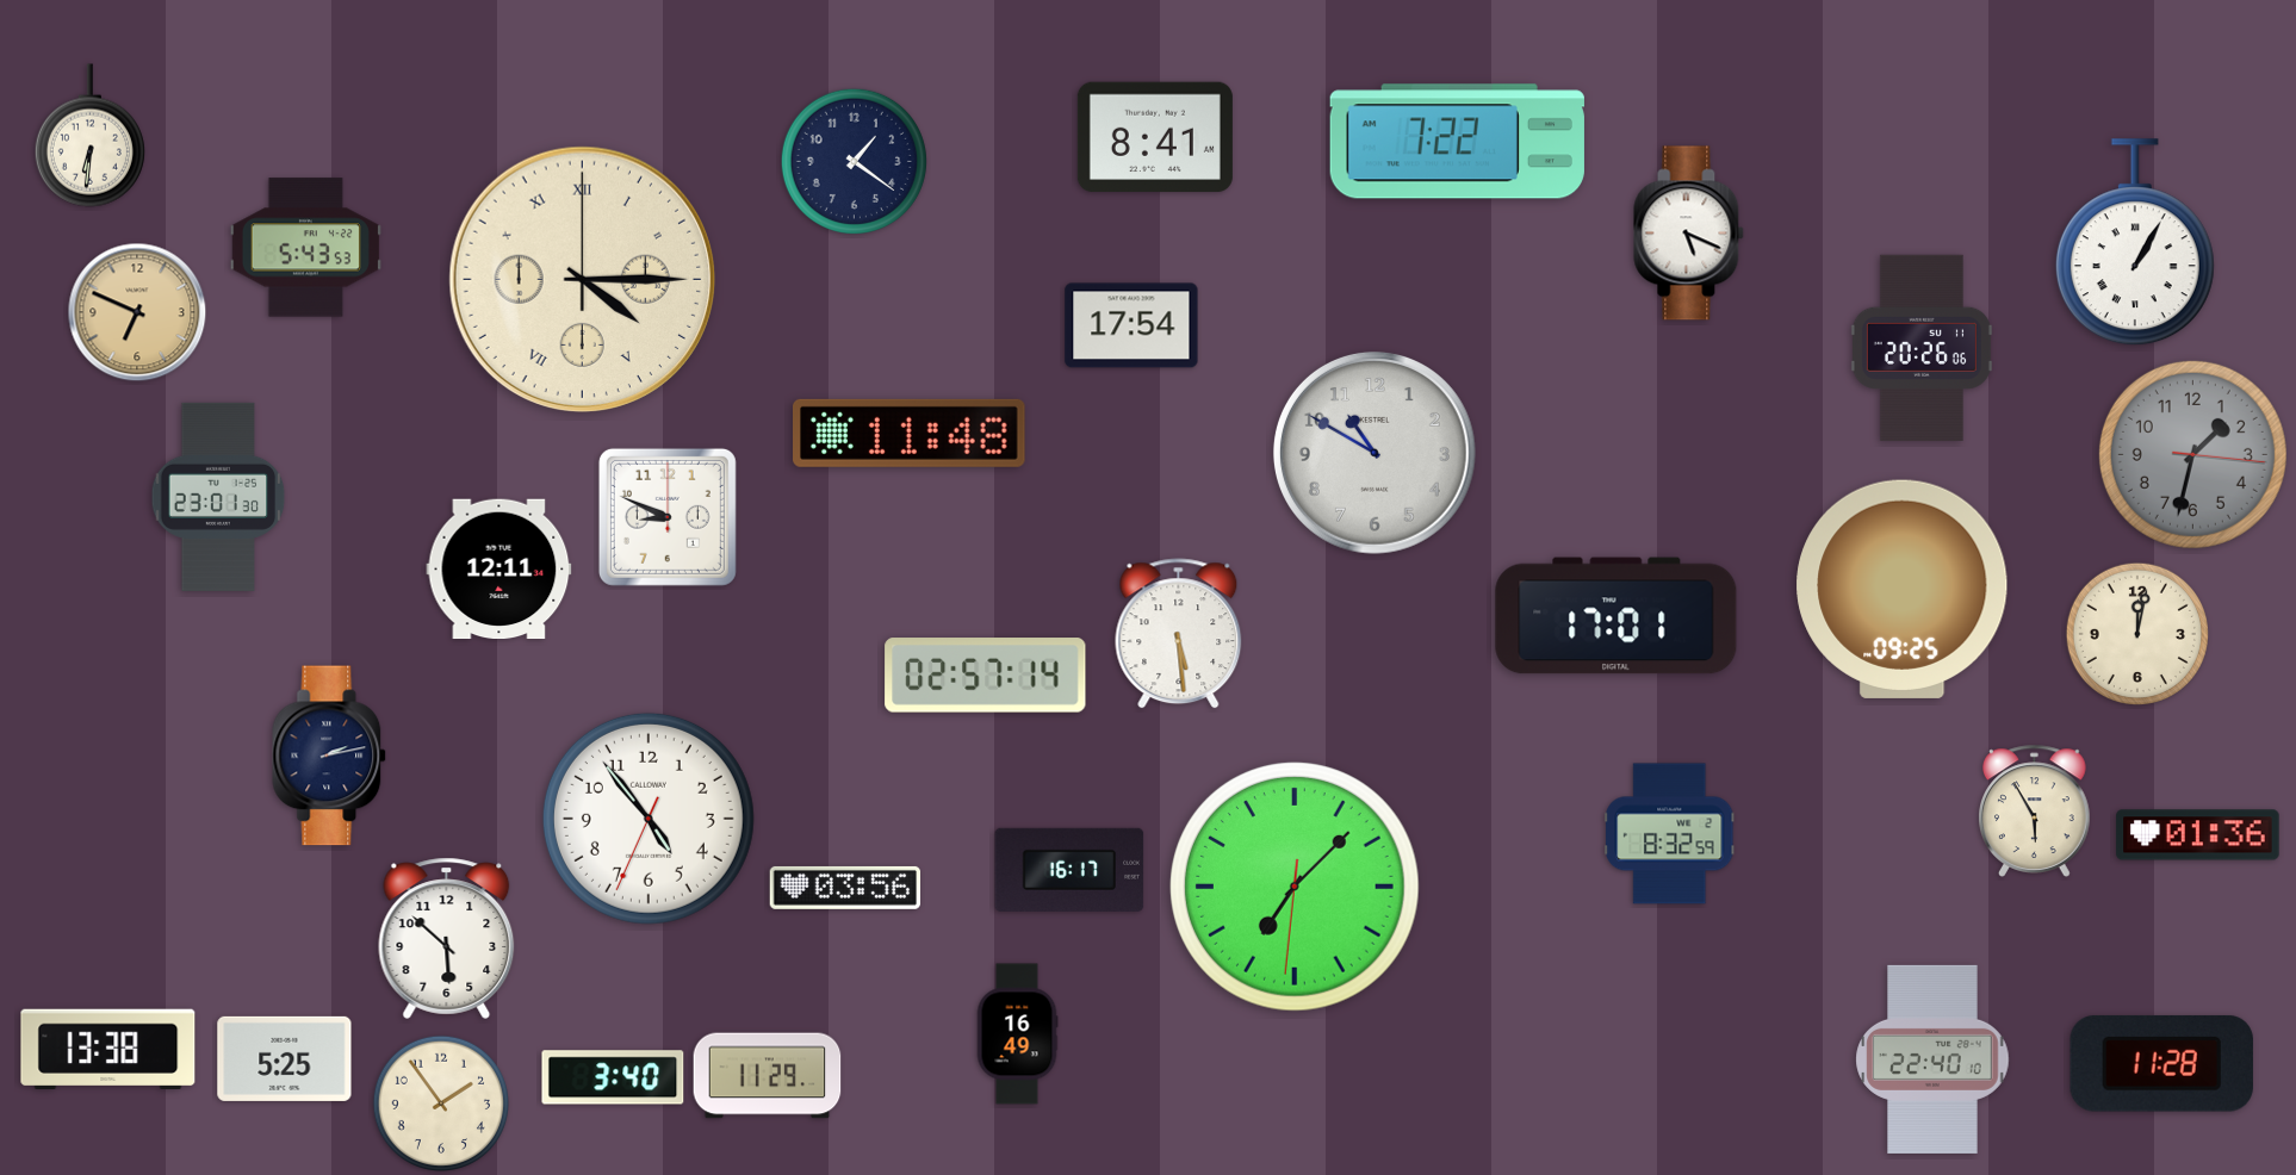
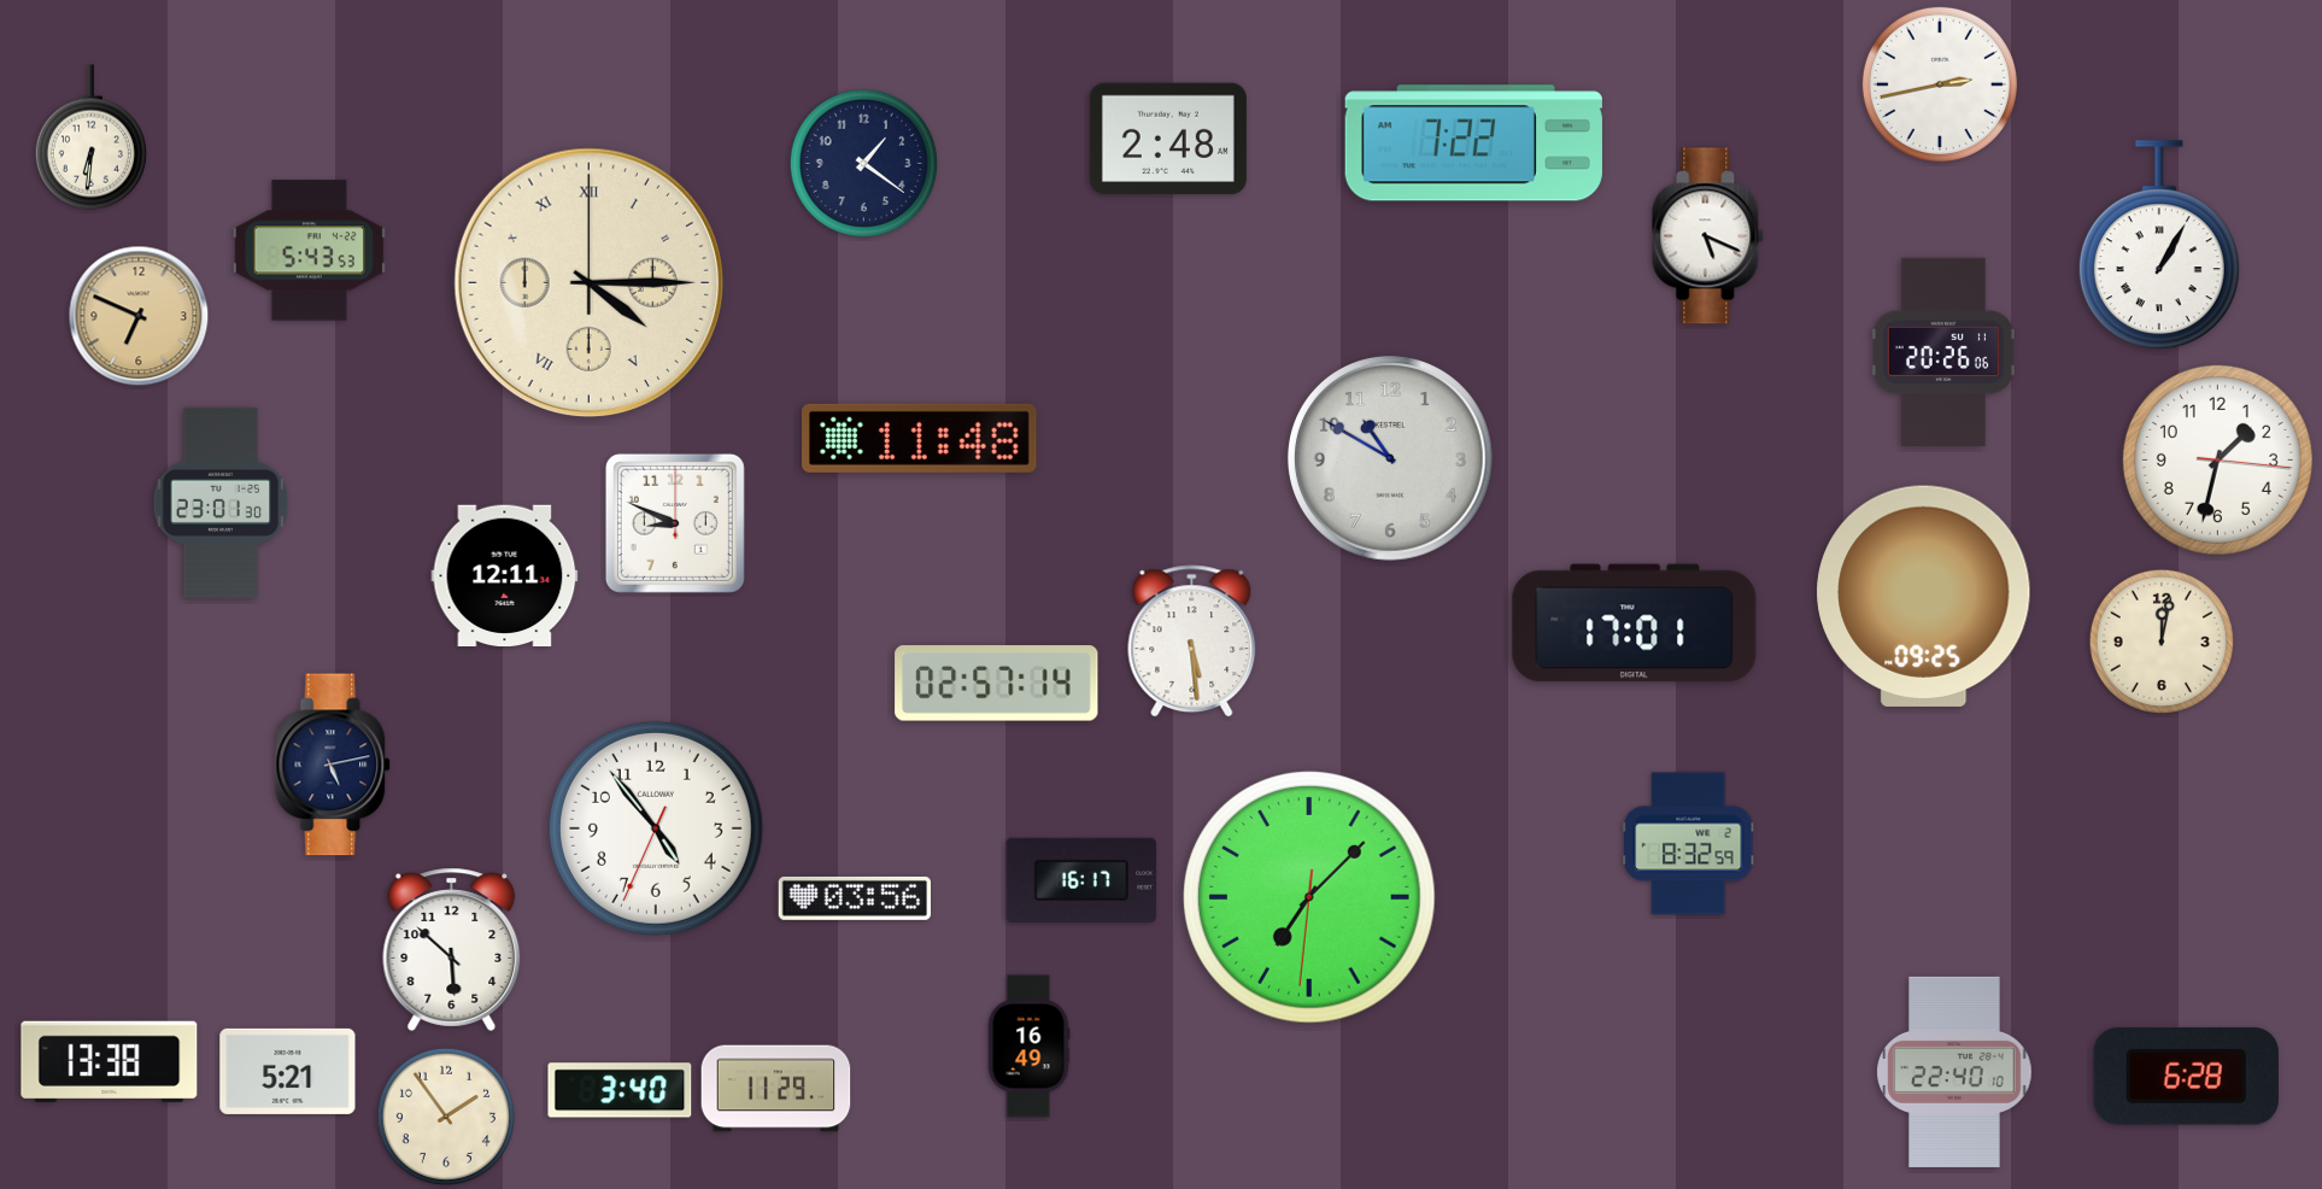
clock at (1940, 84): none -> 2:43
clock at (1155, 137): 8:41 -> 2:48
clock at (1131, 325): 17:54 -> none
clock at (2192, 454) dial: grey -> white
clock at (330, 756): 2:13 -> 5:13
clock at (2035, 810): 5:55 -> none
clock at (2198, 835): 01:36 -> none
clock at (285, 1058): 5:25 -> 5:21
clock at (2161, 1063): 11:28 -> 6:28
